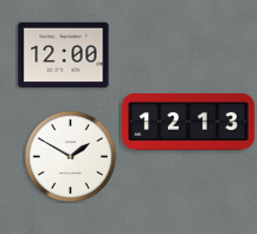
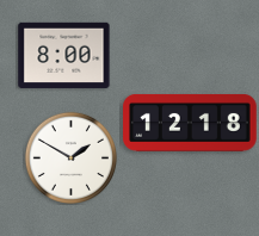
clock at (64, 54): 12:00 -> 8:00
clock at (188, 122): 12:13 -> 12:18
